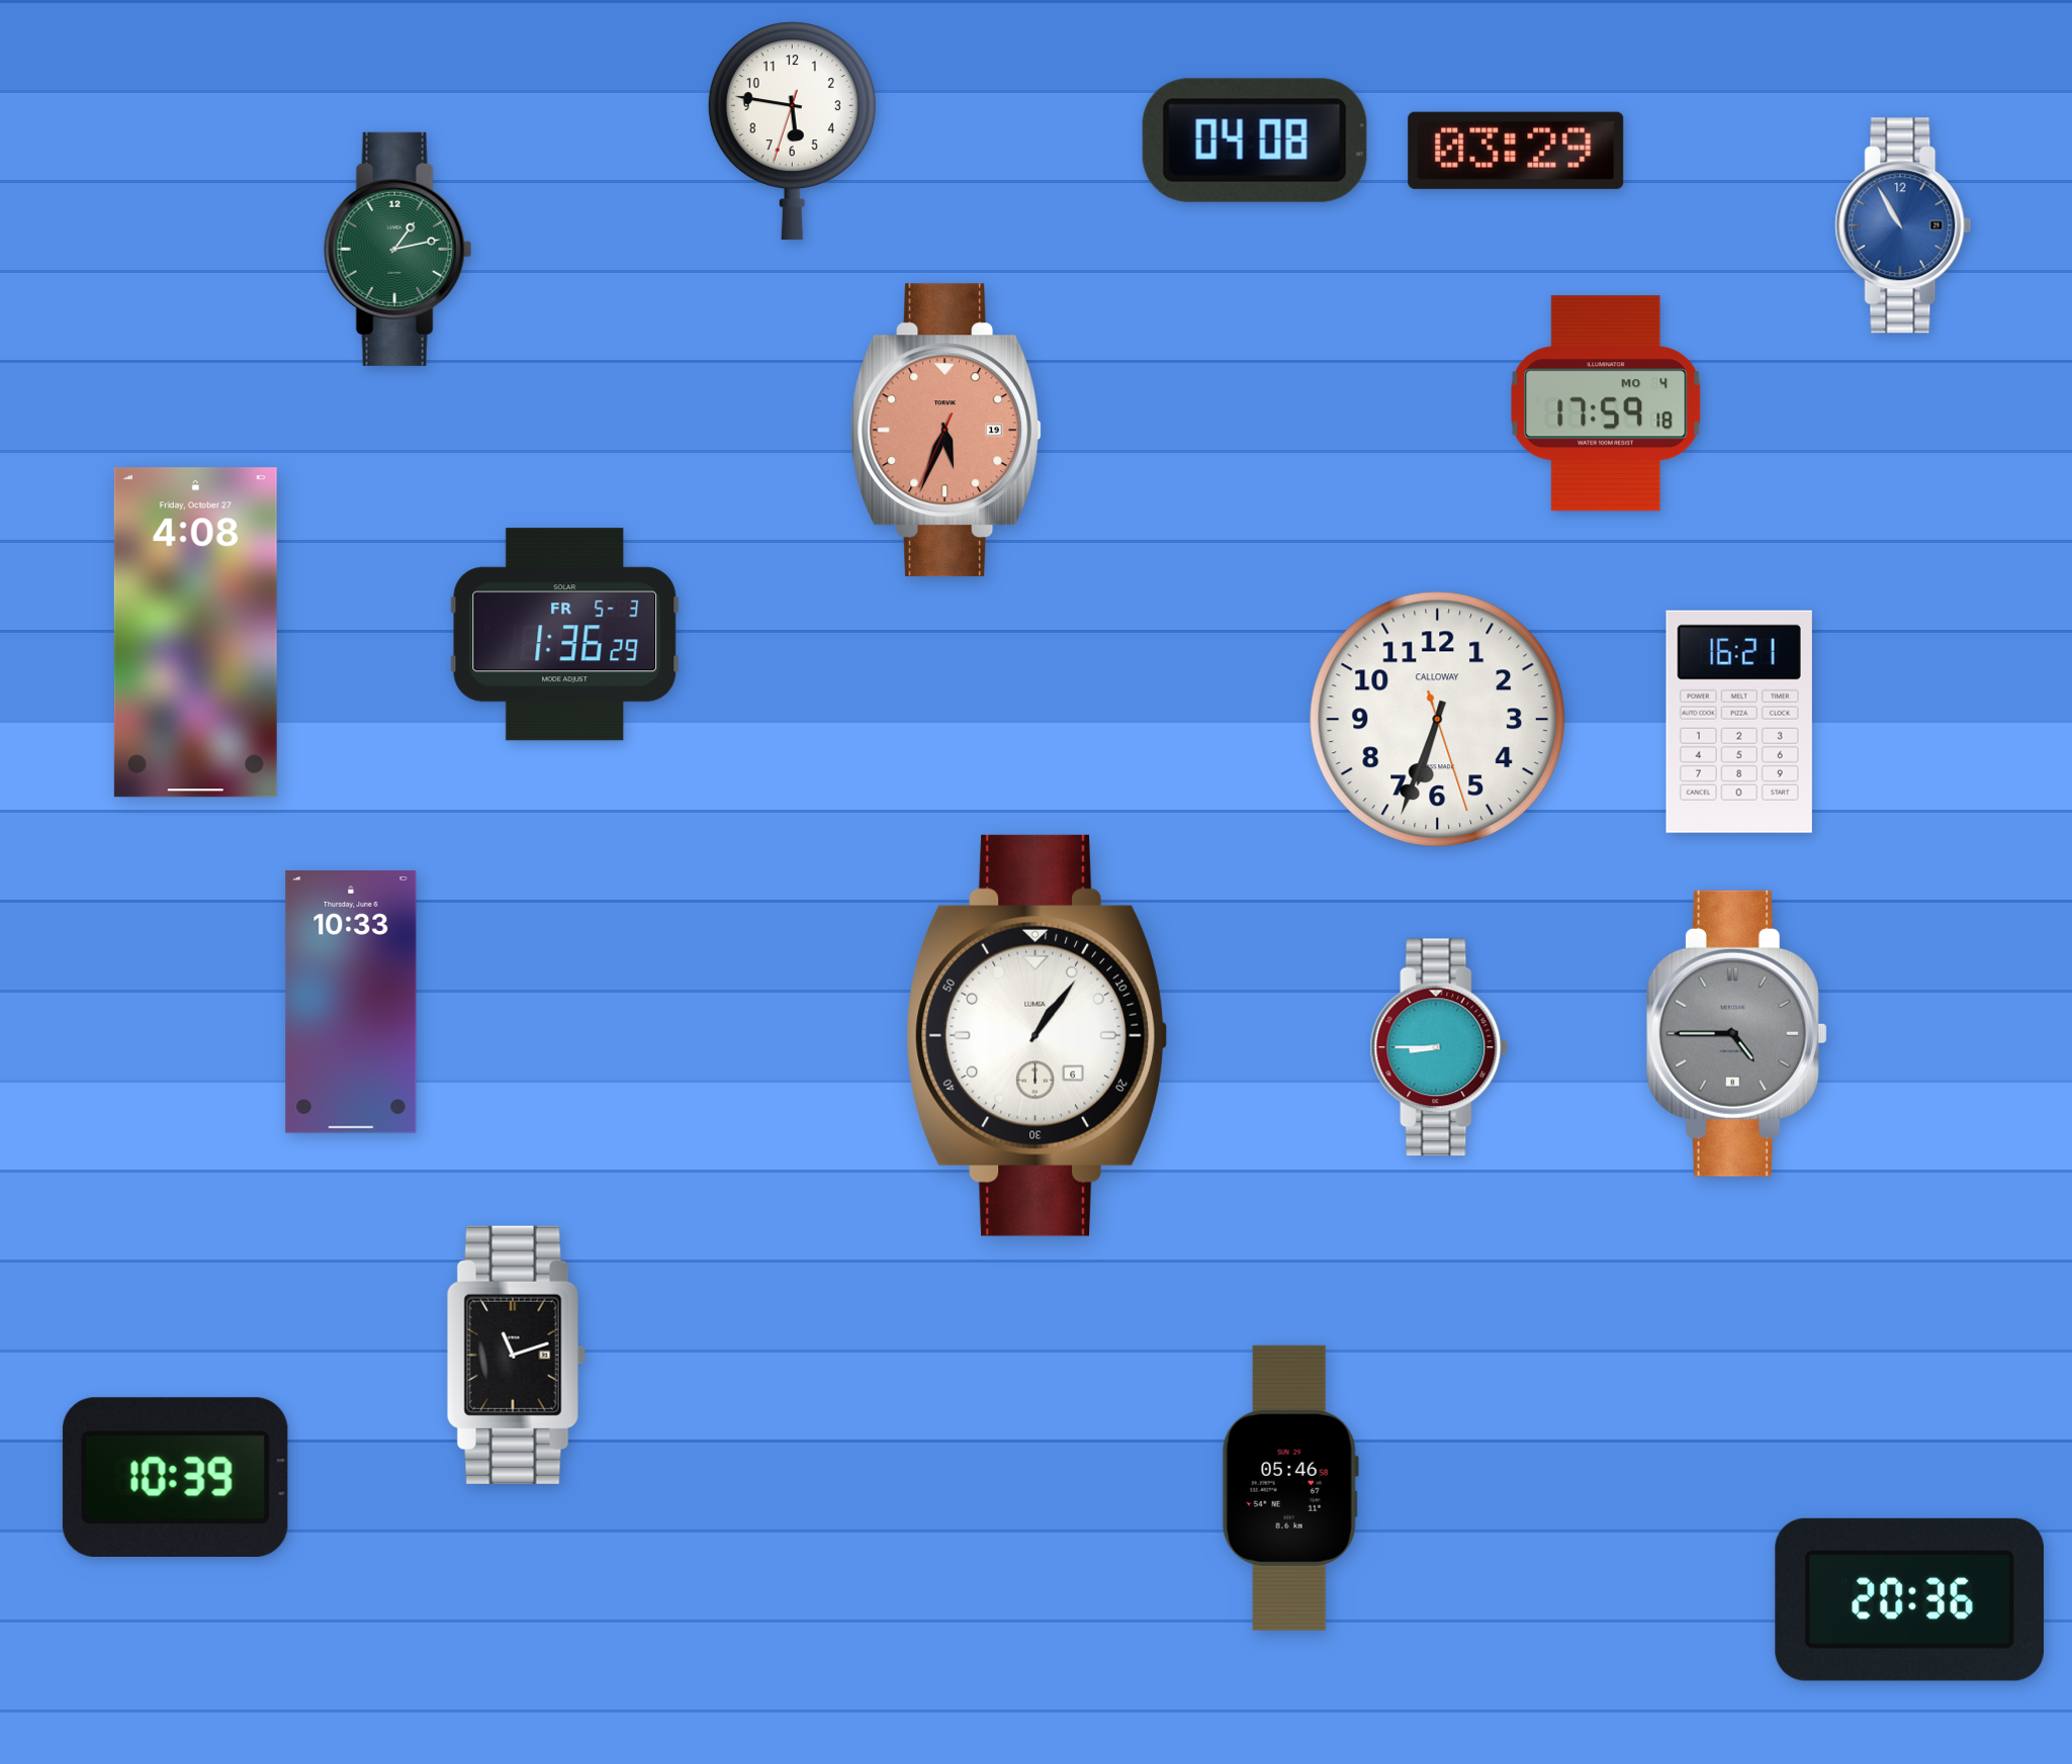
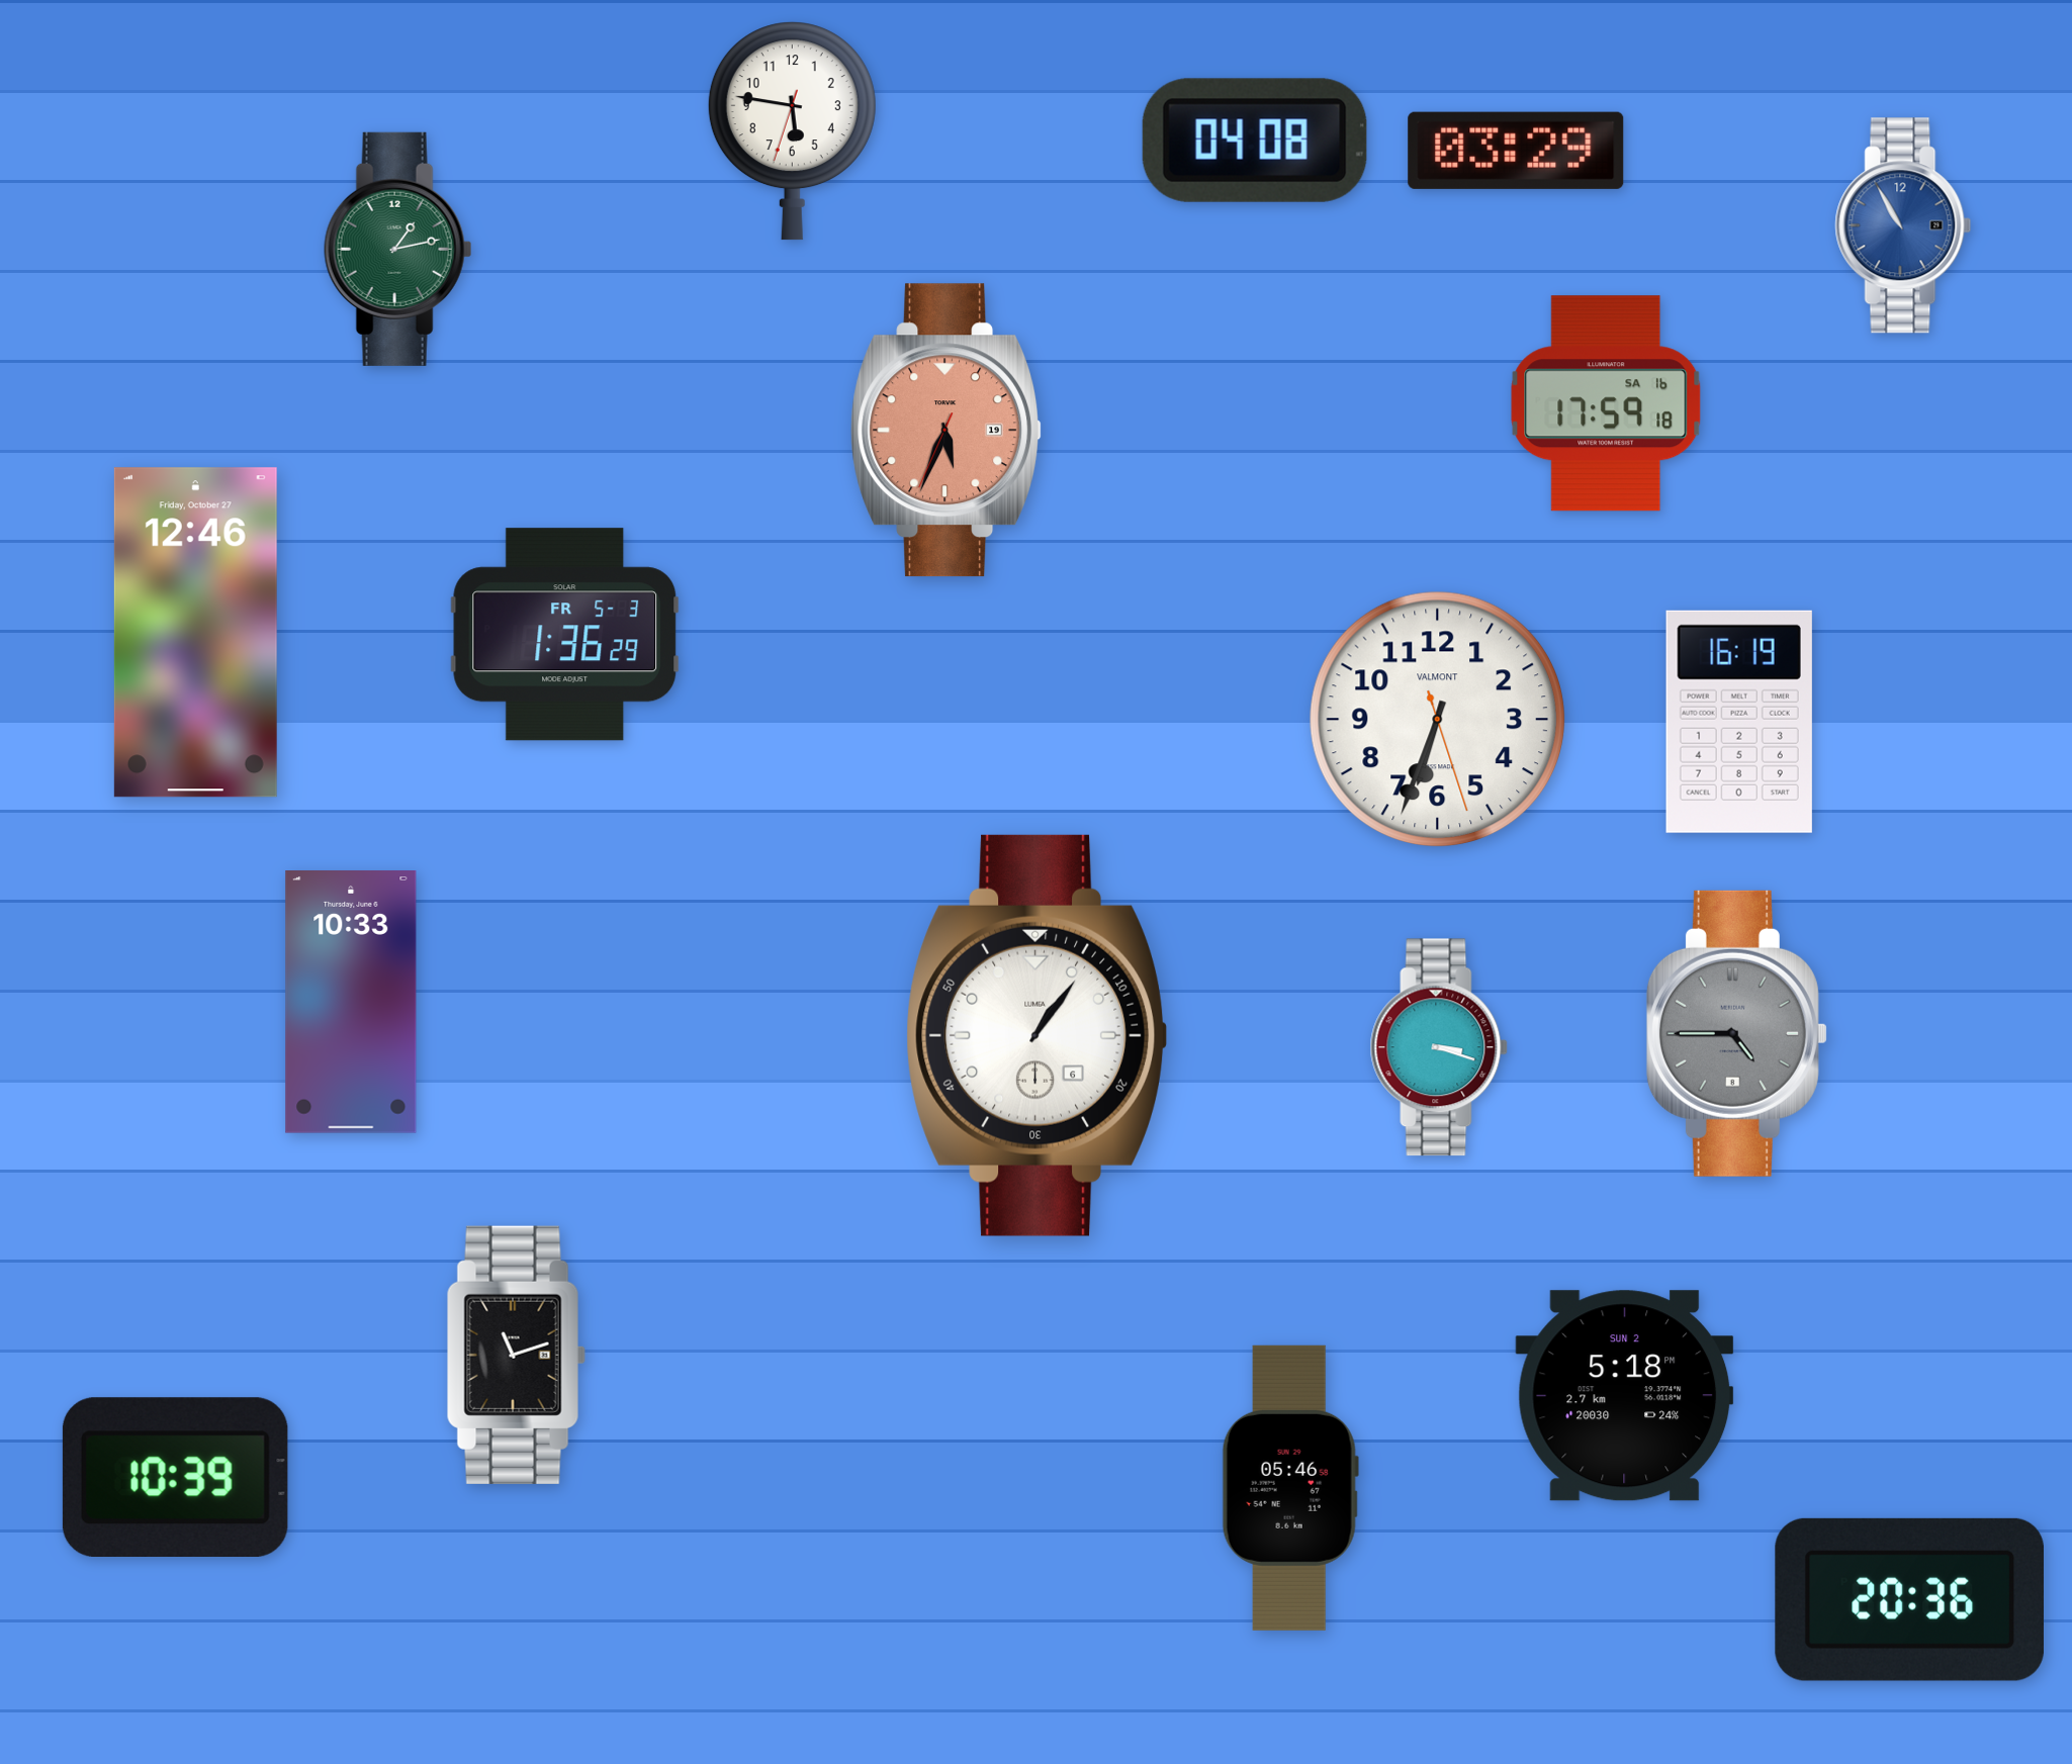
clock at (1606, 403) date: MO 4 -> SA 16
clock at (195, 633): 4:08 -> 12:46
clock at (1437, 719) brand: CALLOWAY -> VALMONT
clock at (1739, 722): 16:21 -> 16:19
clock at (1439, 1047): 8:45 -> 3:18
clock at (1625, 1396): none -> 5:18
